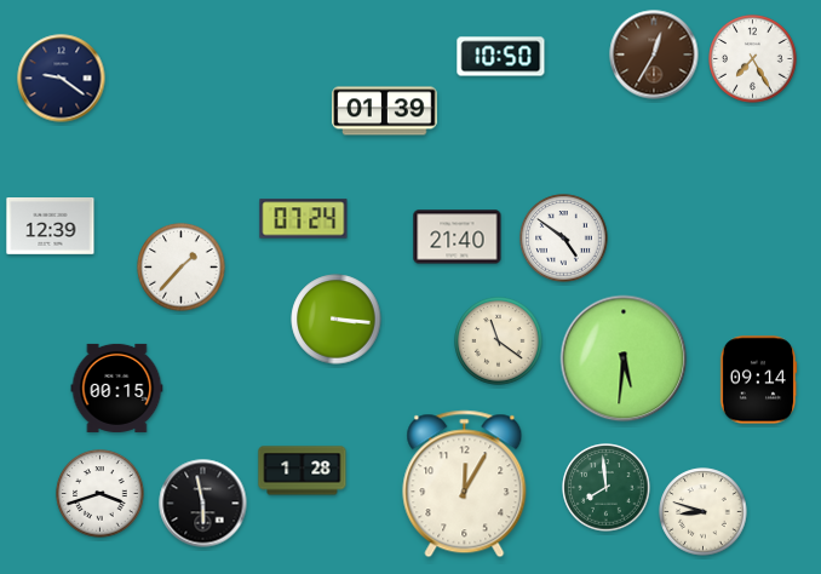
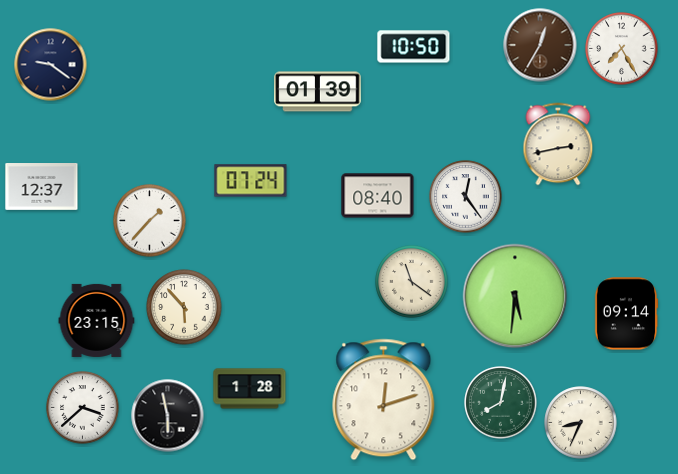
clock at (558, 144): none -> 2:43
clock at (51, 226): 12:39 -> 12:37
clock at (458, 237): 21:40 -> 08:40
clock at (564, 239): 4:51 -> 12:24
clock at (337, 320): 3:16 -> none
clock at (184, 307): none -> 5:53
clock at (117, 388): 00:15 -> 23:15
clock at (465, 484): 12:05 -> 12:12
clock at (607, 488): 7:59 -> 8:02
clock at (101, 494): 3:42 -> 3:38
clock at (704, 512): 8:48 -> 8:34
